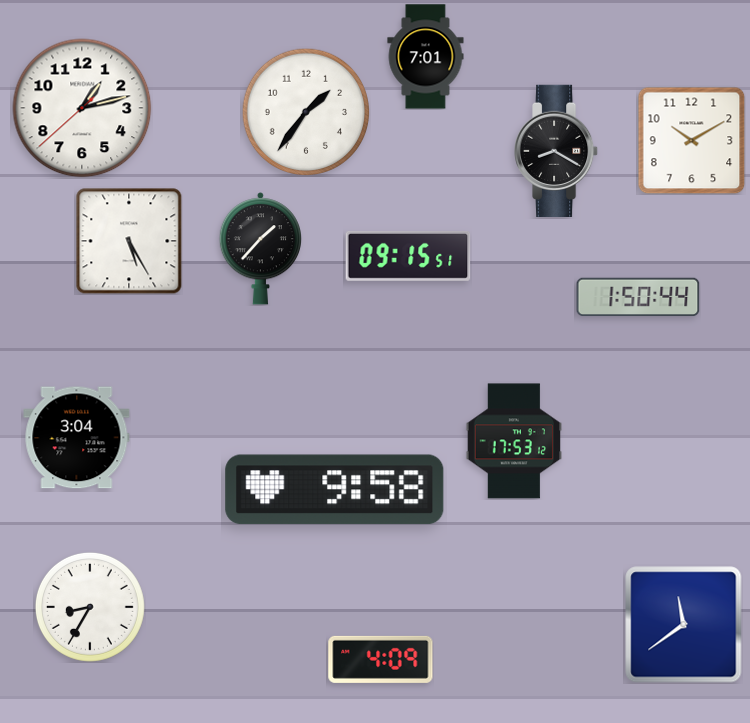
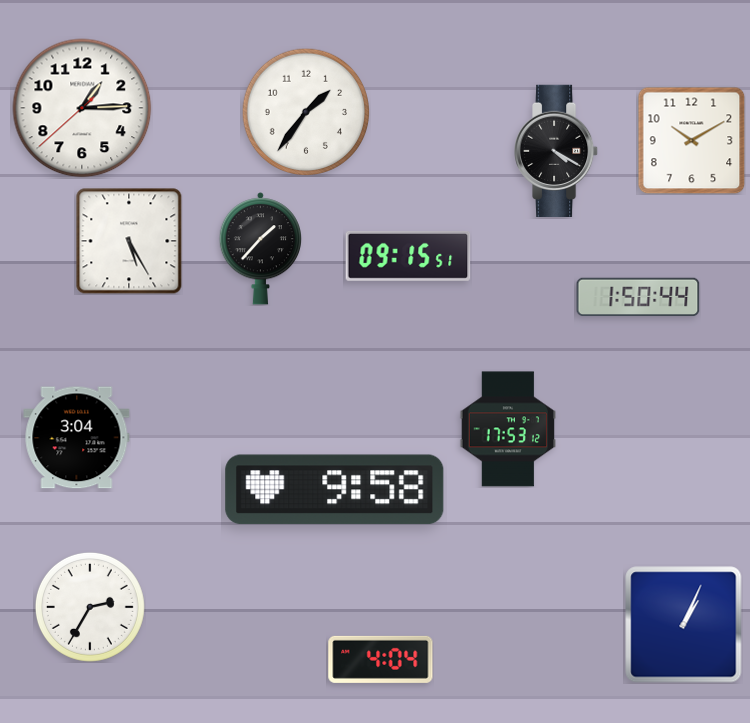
clock at (426, 57): 7:01 -> none
clock at (82, 108): 1:12 -> 1:14
clock at (557, 150): 8:20 -> 4:20
clock at (513, 441) position: (513, 441) -> (507, 429)
clock at (90, 607): 8:35 -> 2:35
clock at (684, 625): 11:39 -> 1:04
clock at (381, 659): 4:09 -> 4:04
